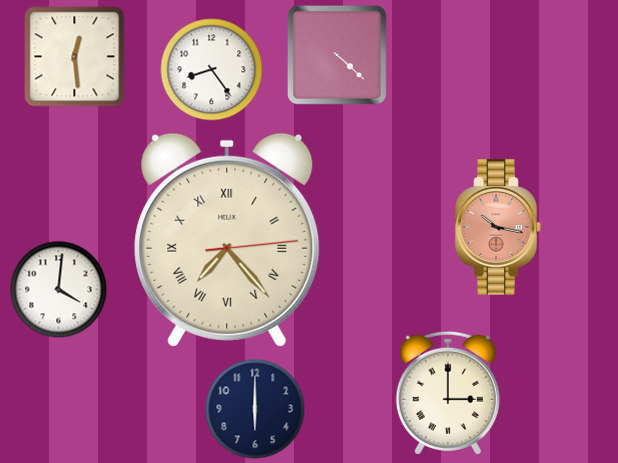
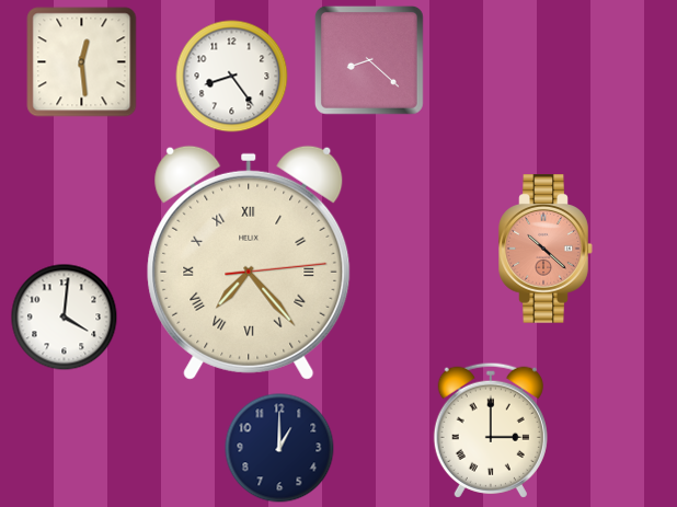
clock at (337, 55): 4:22 -> 8:22
clock at (498, 227): 10:17 -> 10:22
clock at (255, 409): 6:00 -> 1:00
